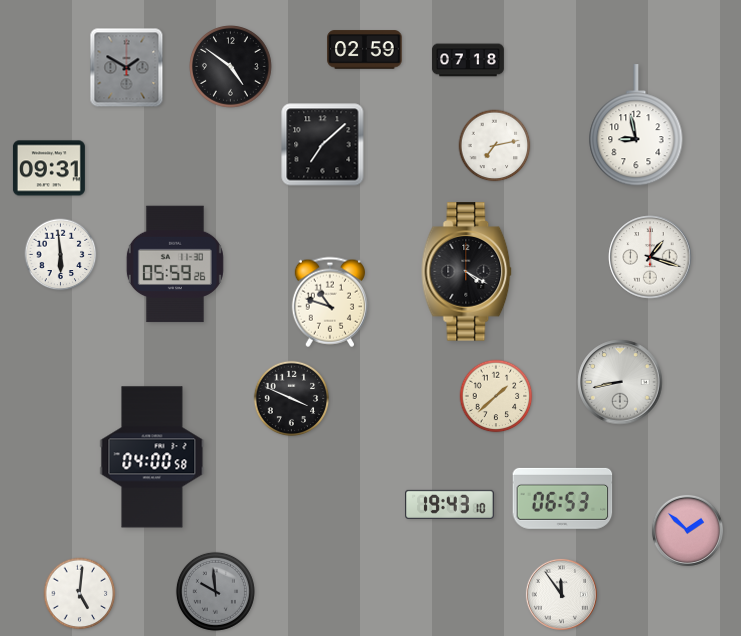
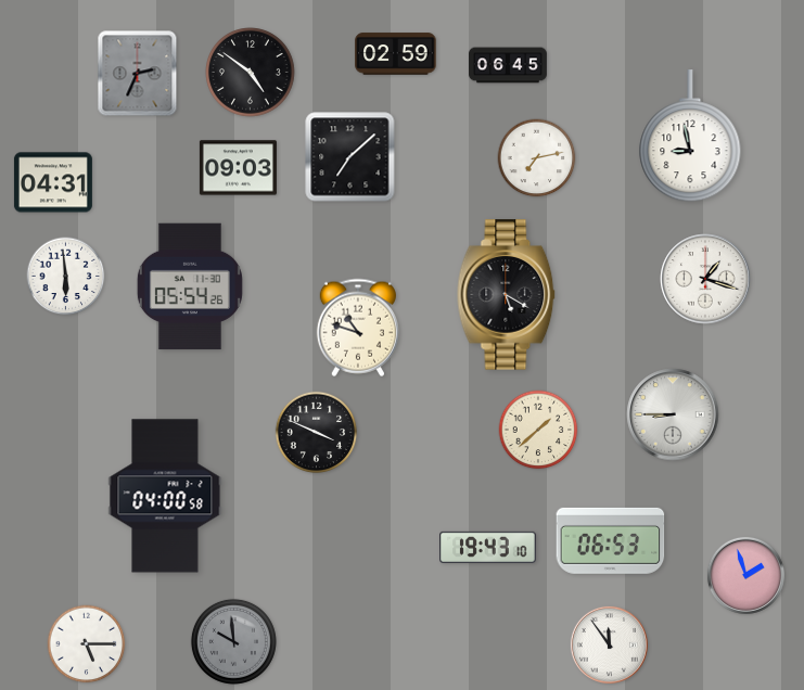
clock at (468, 60): 07:18 -> 06:45
clock at (127, 68): 1:50 -> 2:34
clock at (238, 168): none -> 09:03
clock at (49, 168): 09:31 -> 04:31
clock at (175, 264): 05:59 -> 05:54
clock at (467, 272): 4:20 -> 5:20
clock at (620, 382): 8:43 -> 8:45
clock at (687, 530): 1:52 -> 1:57
clock at (80, 594): 5:01 -> 5:15
